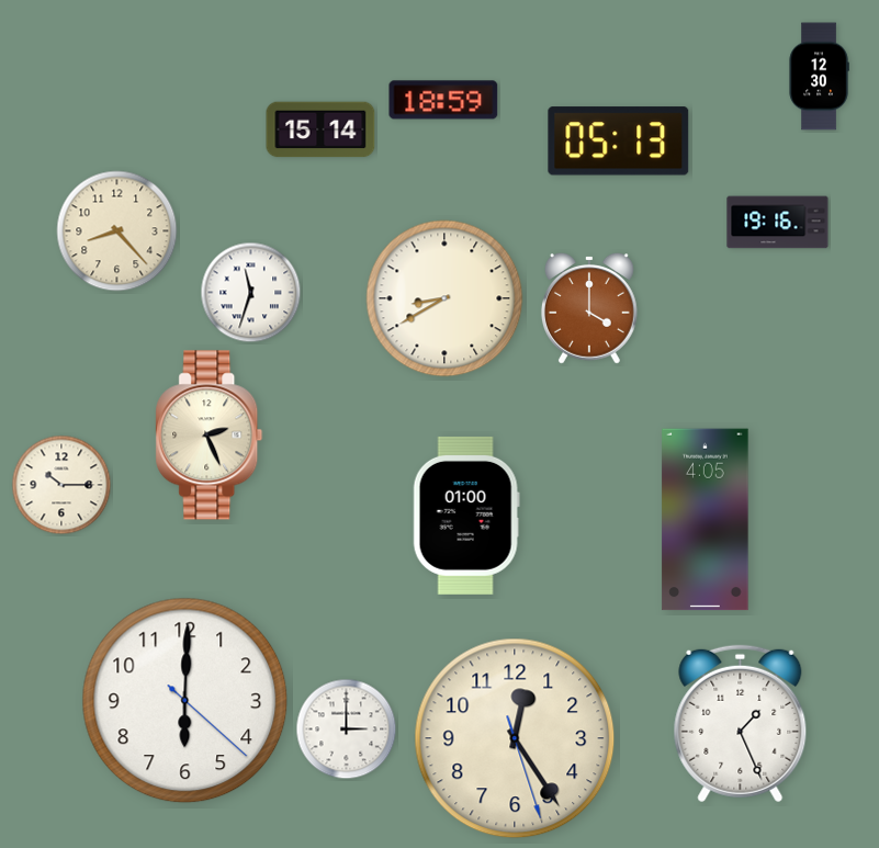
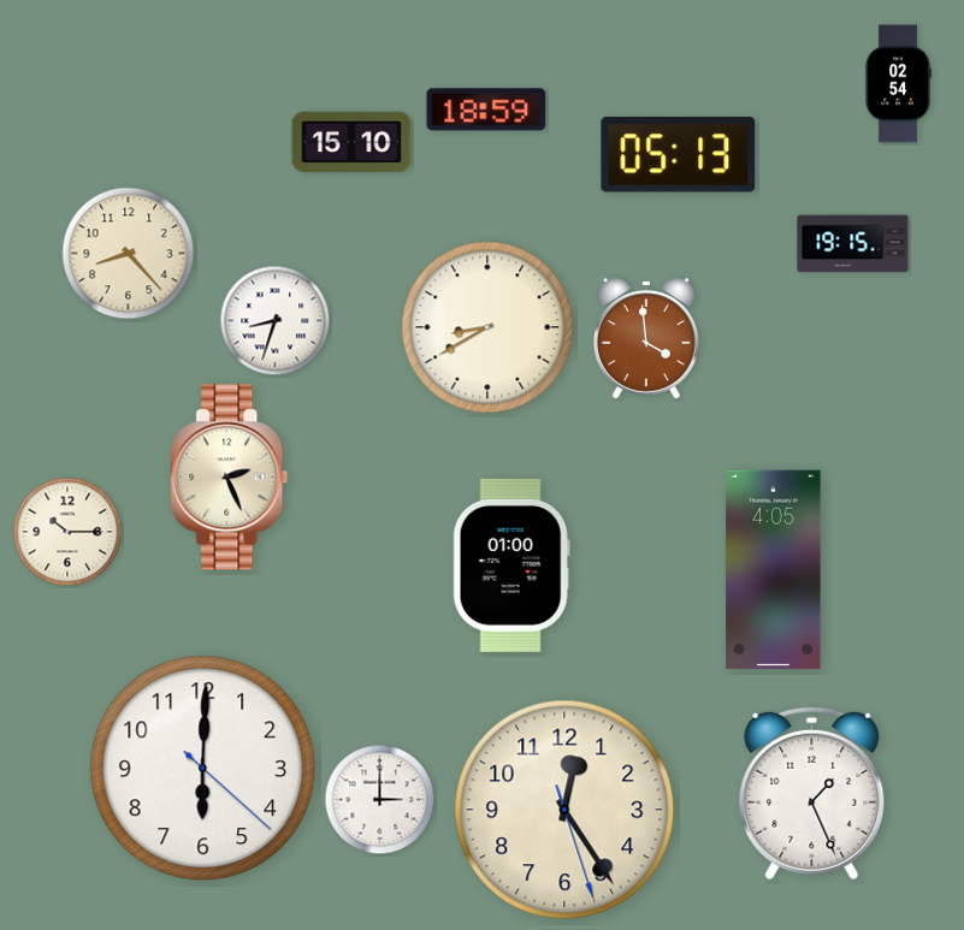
clock at (819, 77): 12:30 -> 02:54
clock at (320, 129): 15:14 -> 15:10
clock at (778, 223): 19:16 -> 19:15
clock at (251, 293): 11:33 -> 8:33
clock at (589, 309): 4:00 -> 3:59
